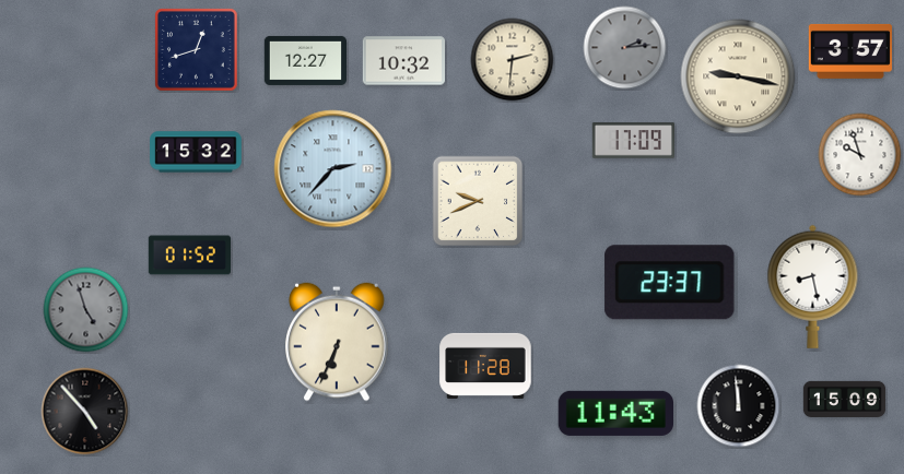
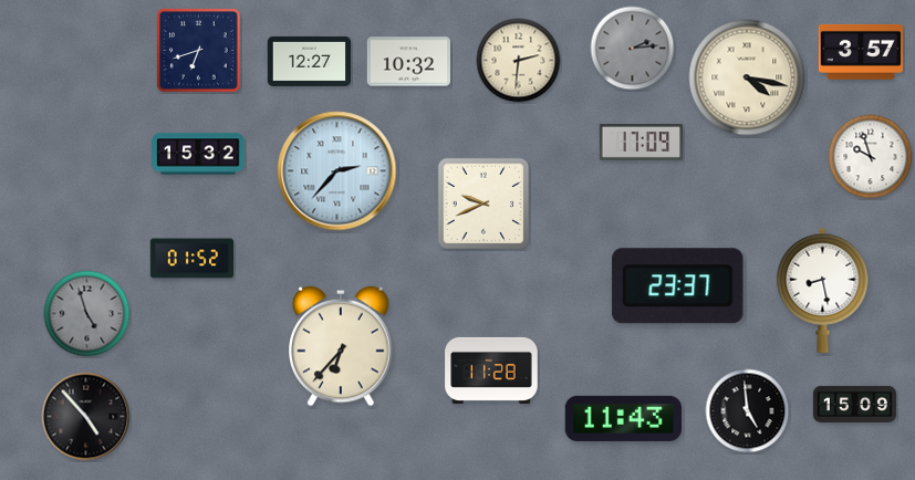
clock at (197, 50): 12:42 -> 6:42
clock at (738, 76): 9:17 -> 4:17
clock at (337, 342): 6:34 -> 6:37
clock at (739, 406): 11:59 -> 4:59
